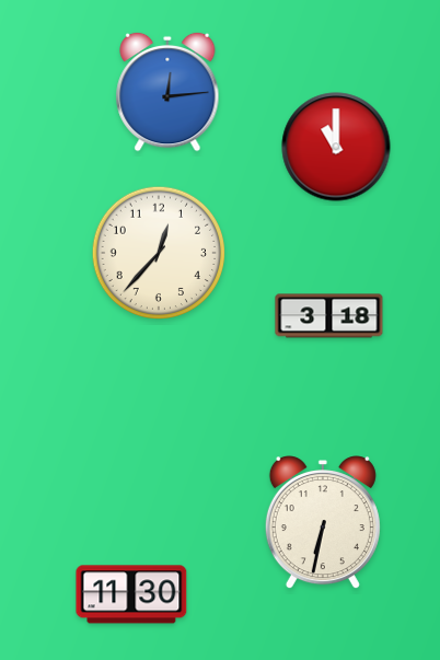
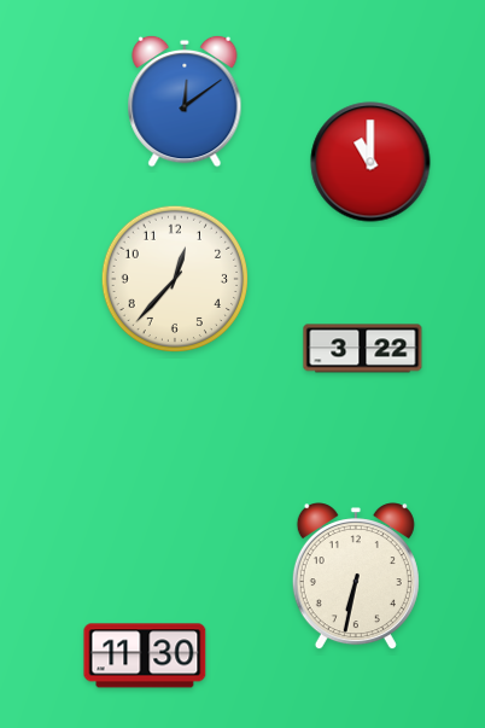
clock at (167, 92): 12:14 -> 12:09
clock at (329, 316): 3:18 -> 3:22
